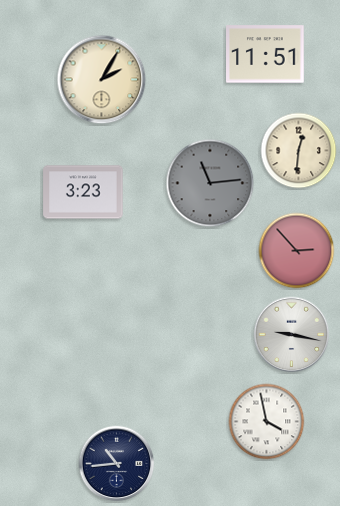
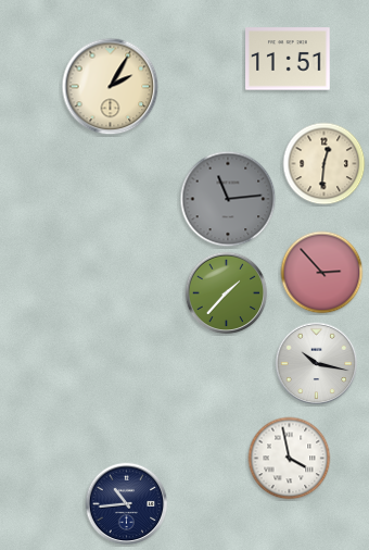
clock at (83, 192): 3:23 -> none
clock at (227, 293): none -> 1:37
clock at (292, 335): 9:17 -> 10:17
